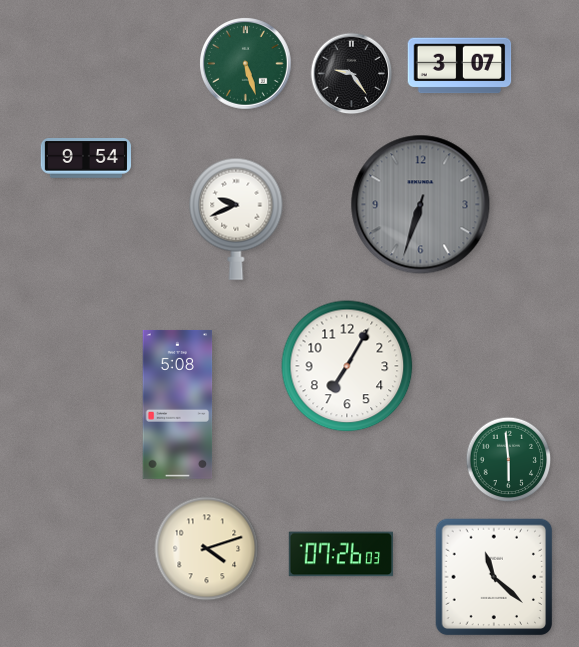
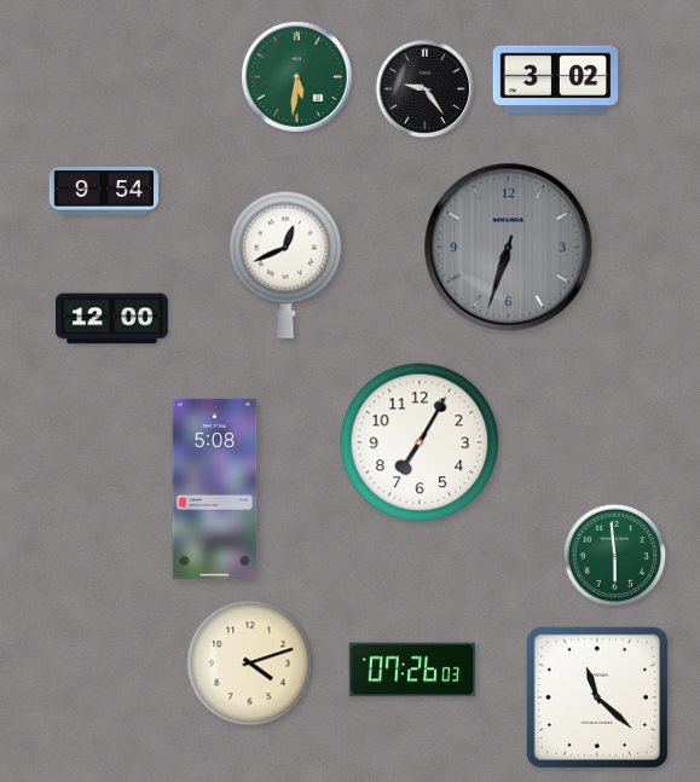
clock at (246, 64): 5:27 -> 5:31
clock at (460, 66): 3:07 -> 3:02
clock at (236, 219): 9:41 -> 12:41
clock at (112, 319): none -> 12:00
